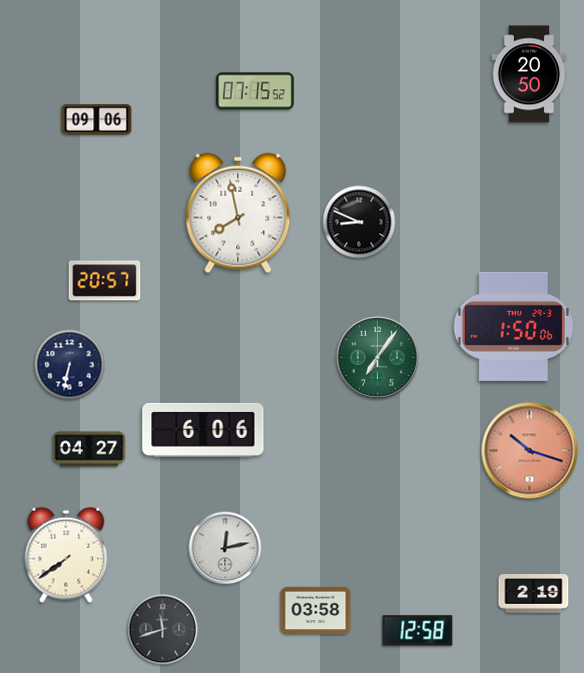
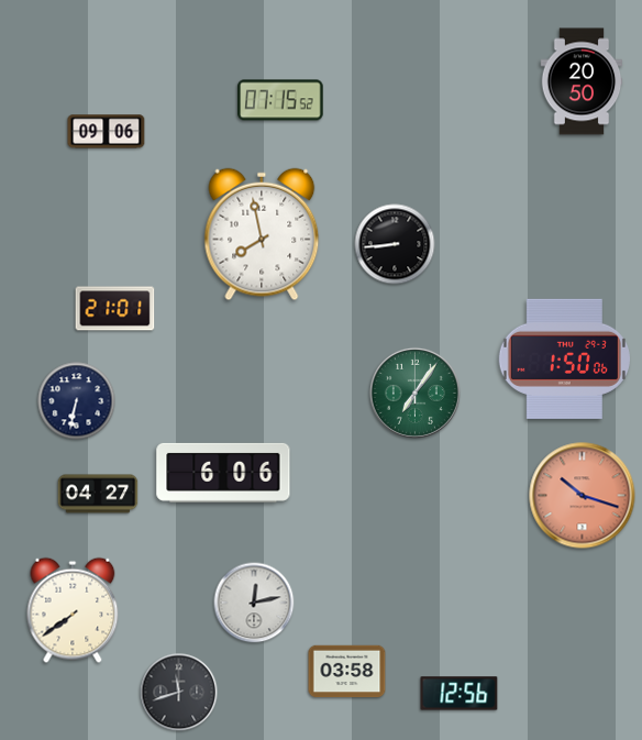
clock at (359, 222): 8:49 -> 8:44
clock at (105, 281): 20:57 -> 21:01
clock at (225, 548) position: (225, 548) -> (254, 603)
clock at (534, 594): 2:19 -> none
clock at (418, 631): 12:58 -> 12:56
